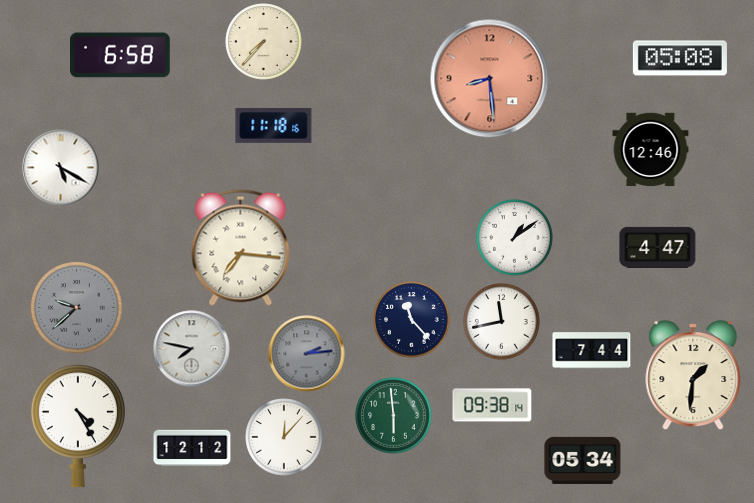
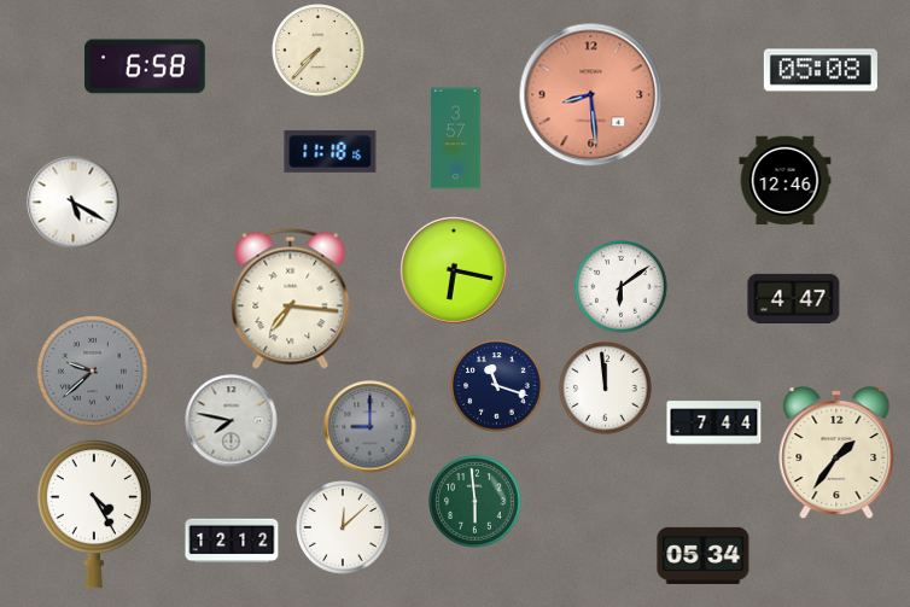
clock at (456, 139): none -> 3:57
clock at (455, 272): none -> 6:17
clock at (515, 238): 1:09 -> 6:09
clock at (412, 320): 11:23 -> 11:18
clock at (502, 322): 11:43 -> 11:59
clock at (307, 354): 2:14 -> 9:00
clock at (693, 376): 1:31 -> 1:36
clock at (492, 405): 09:38 -> none
clock at (284, 437): 12:07 -> 12:08
